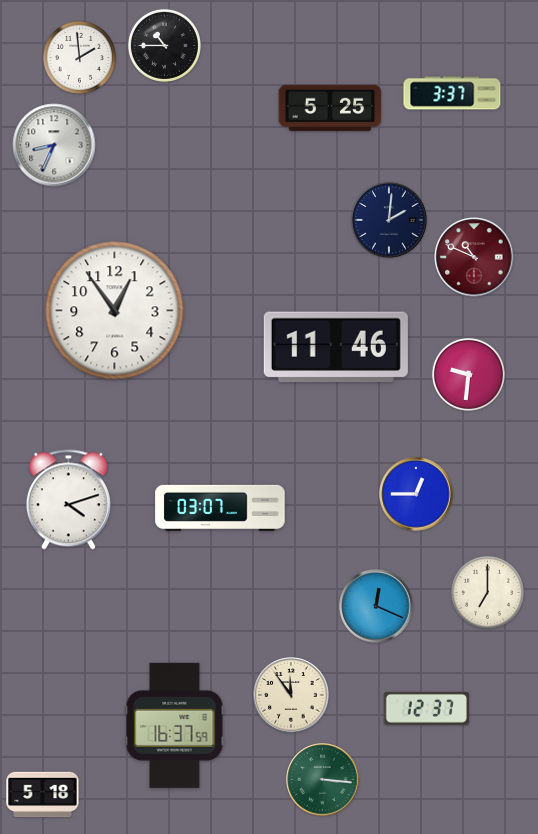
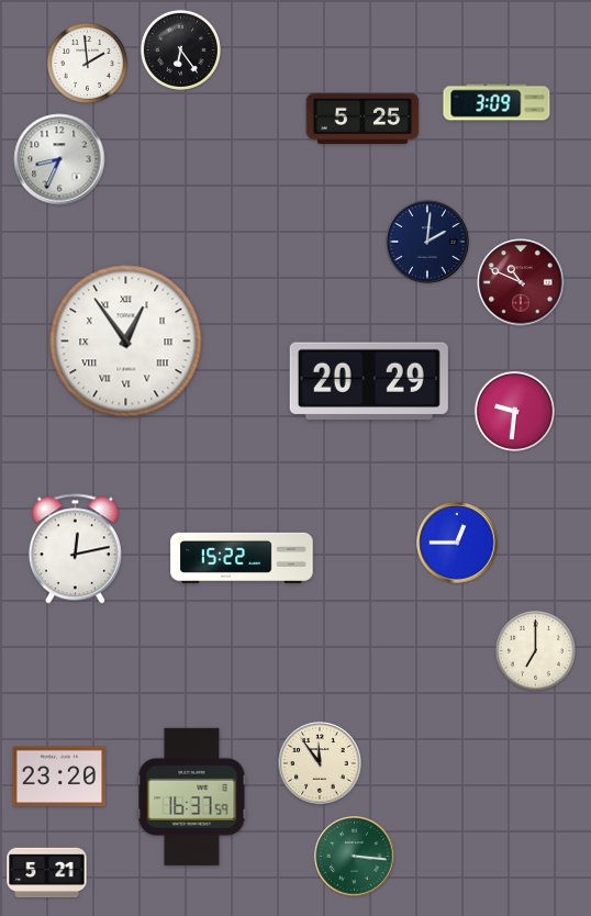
clock at (164, 45): 10:45 -> 6:24
clock at (452, 93): 3:37 -> 3:09
clock at (115, 311) numerals: Arabic -> Roman
clock at (336, 347): 11:46 -> 20:29
clock at (68, 500): 4:12 -> 12:13
clock at (220, 508): 03:07 -> 15:22
clock at (376, 606): 12:19 -> none
clock at (59, 777): none -> 23:20
clock at (426, 708): 12:37 -> none
clock at (43, 795): 5:18 -> 5:21
